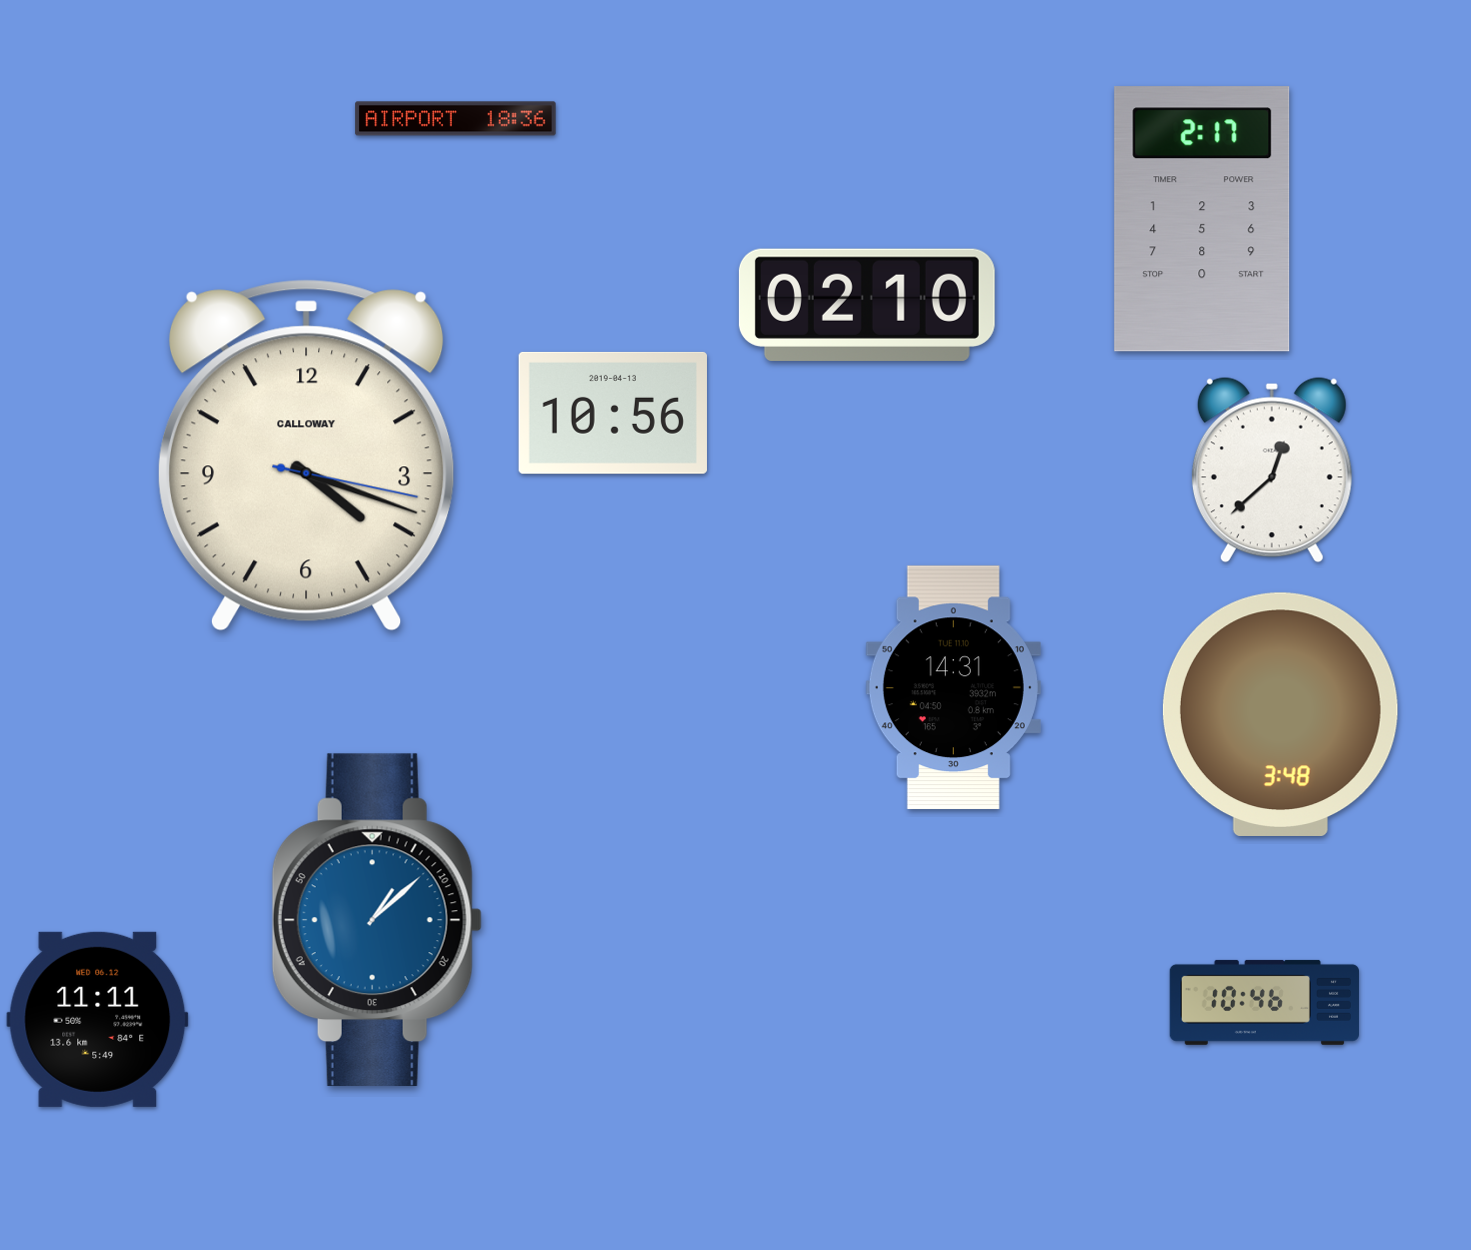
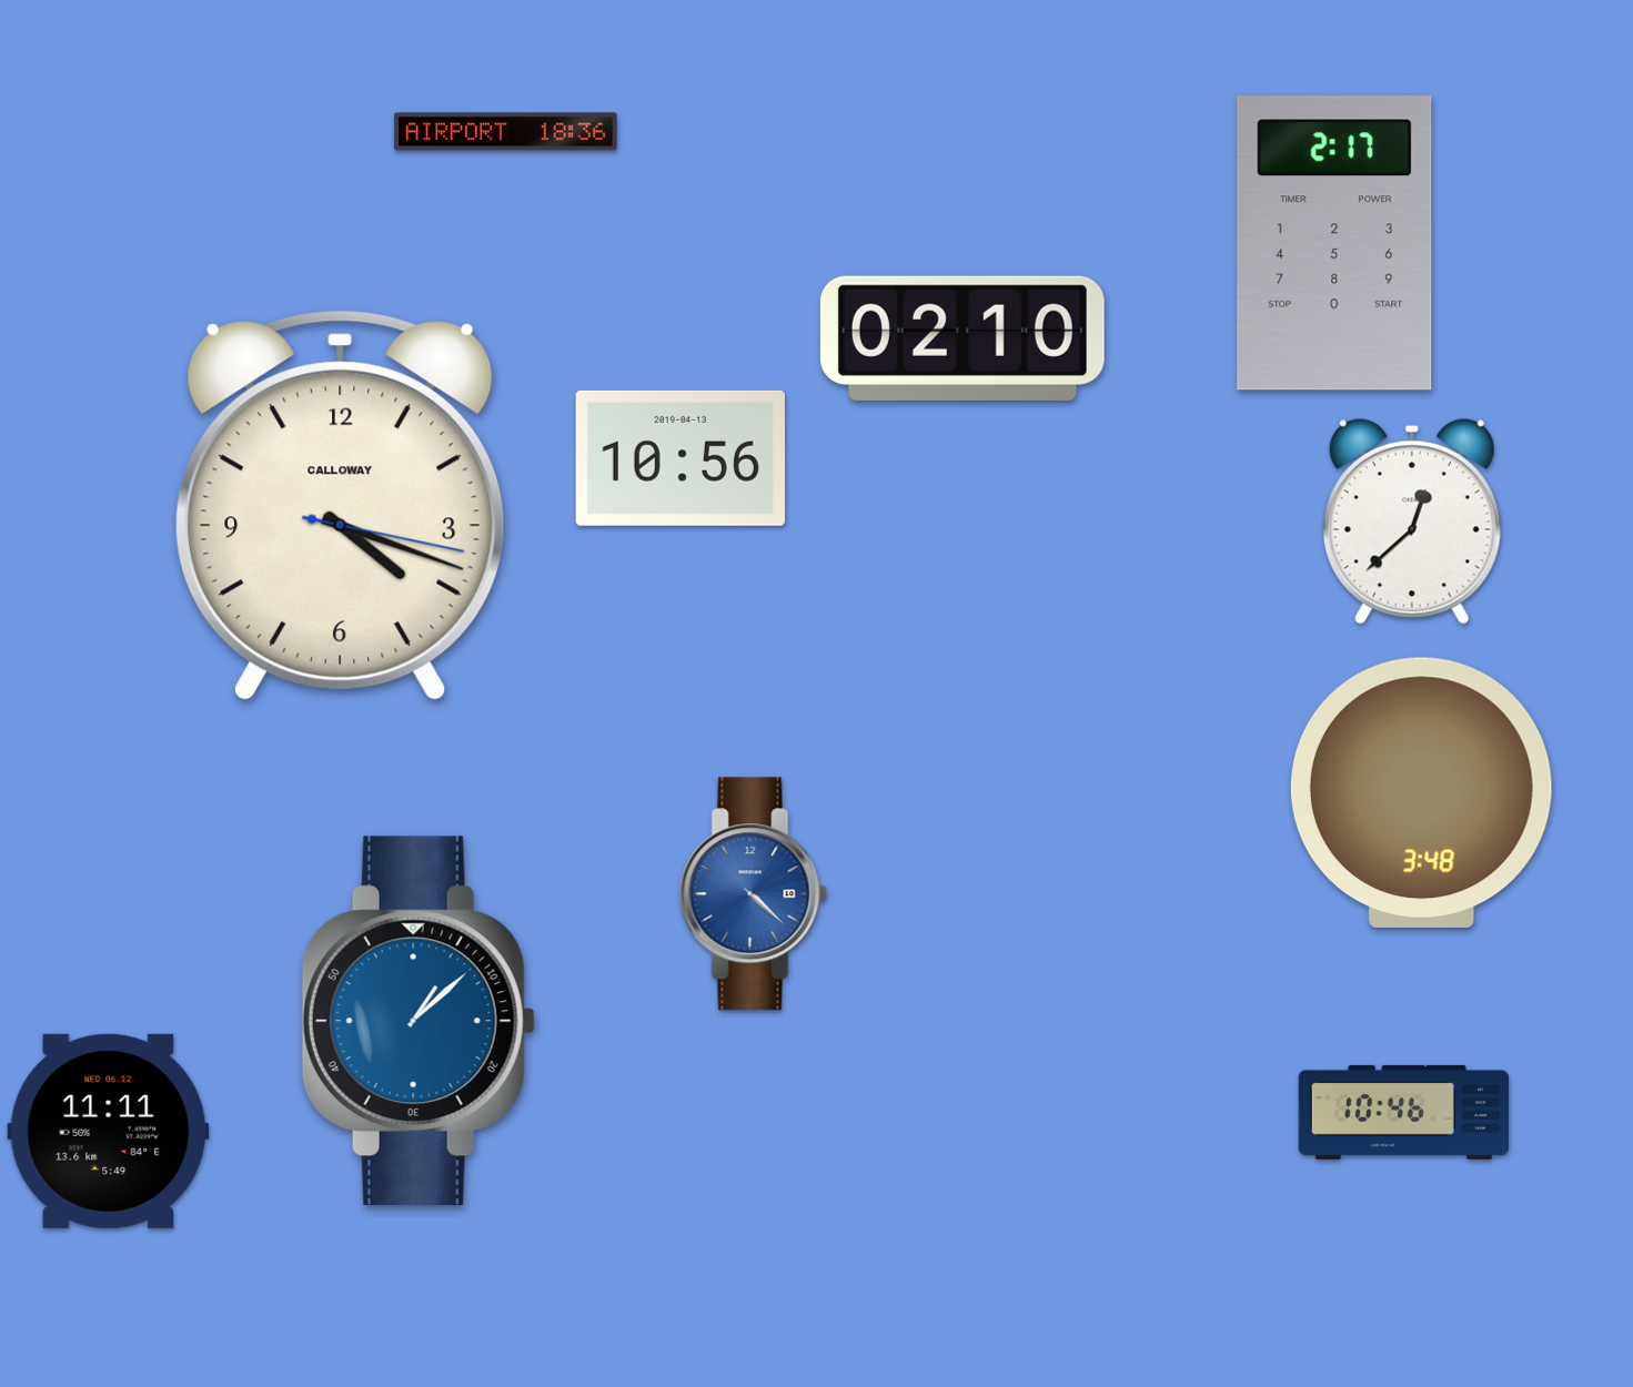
clock at (953, 688): 14:31 -> none
clock at (753, 894): none -> 4:22
